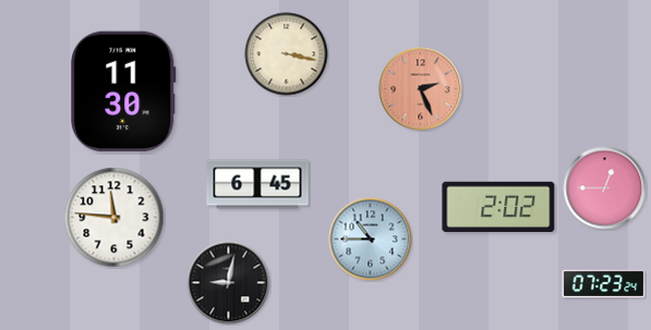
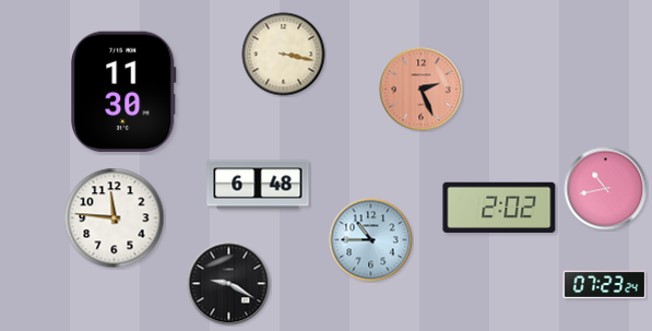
clock at (287, 54) position: (287, 54) -> (284, 55)
clock at (257, 184): 6:45 -> 6:48
clock at (605, 188): 12:45 -> 10:43
clock at (229, 283): 9:02 -> 9:20
